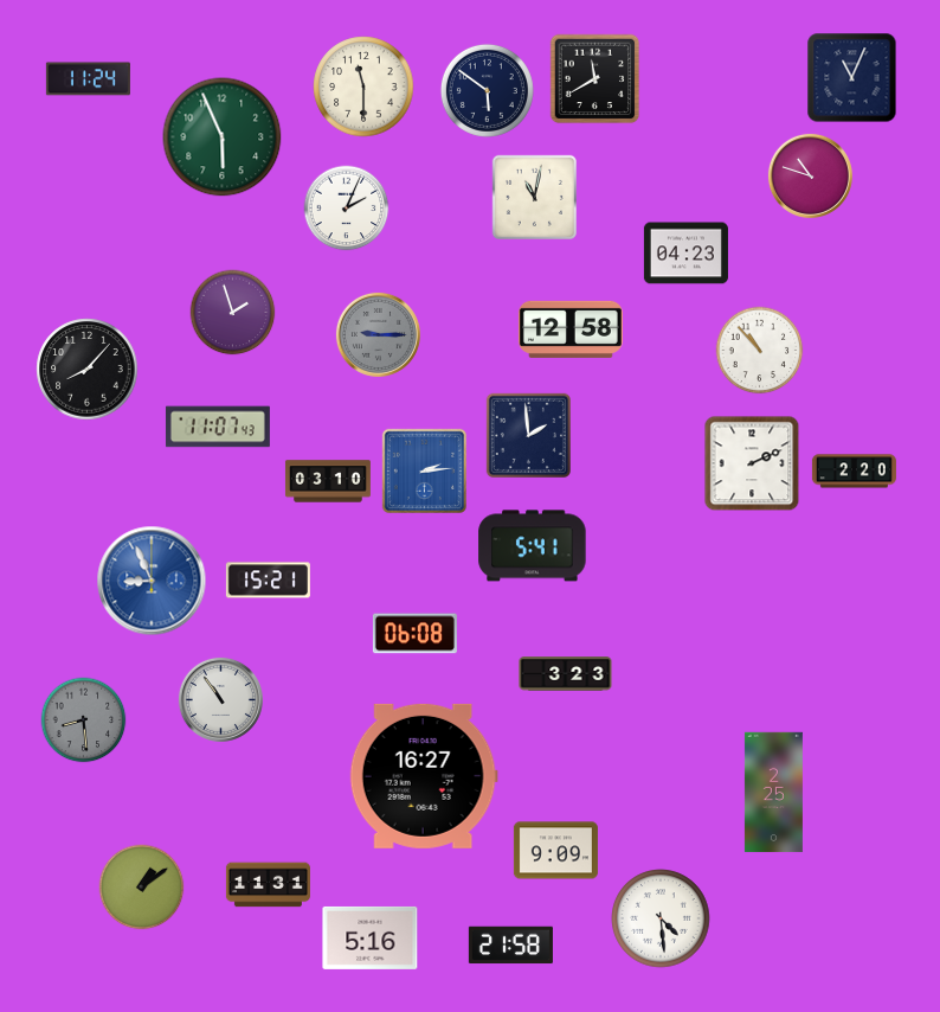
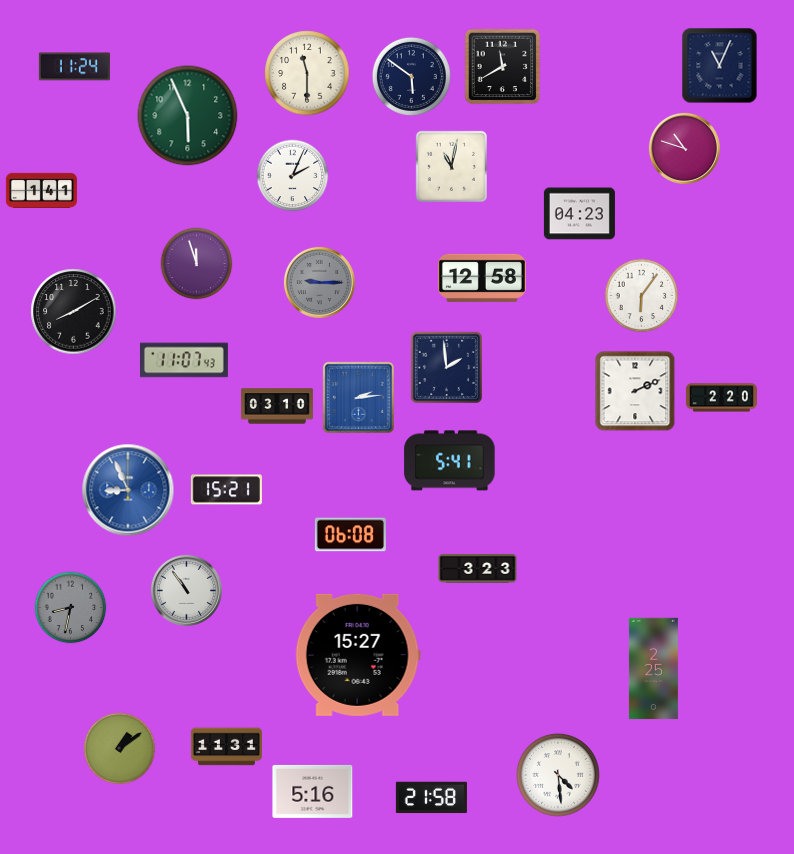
clock at (41, 190): none -> 1:41
clock at (233, 313): 1:57 -> 11:57
clock at (760, 351): 10:53 -> 6:06
clock at (88, 370): 8:07 -> 8:10
clock at (84, 720): 8:29 -> 8:32
clock at (424, 776): 16:27 -> 15:27
clock at (555, 851): 9:09 -> none
